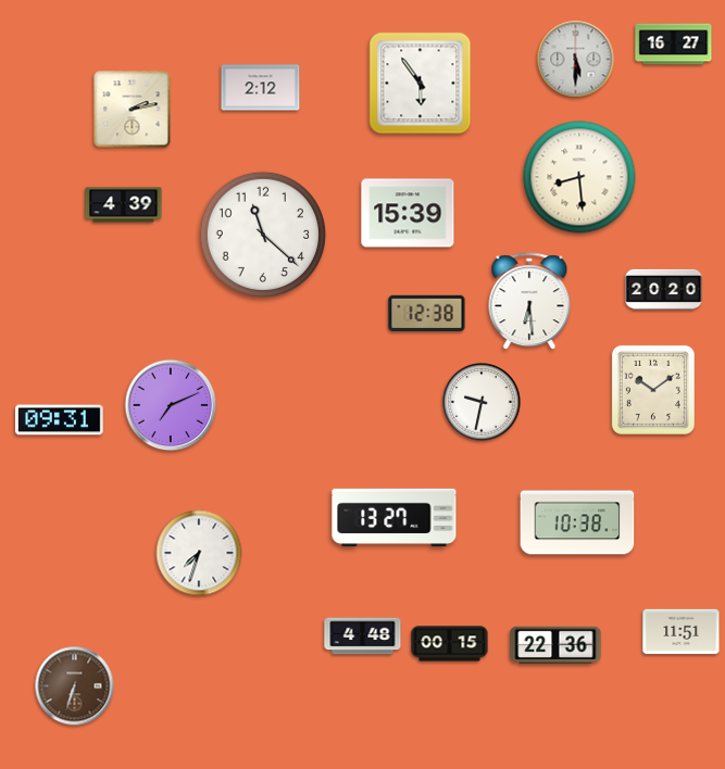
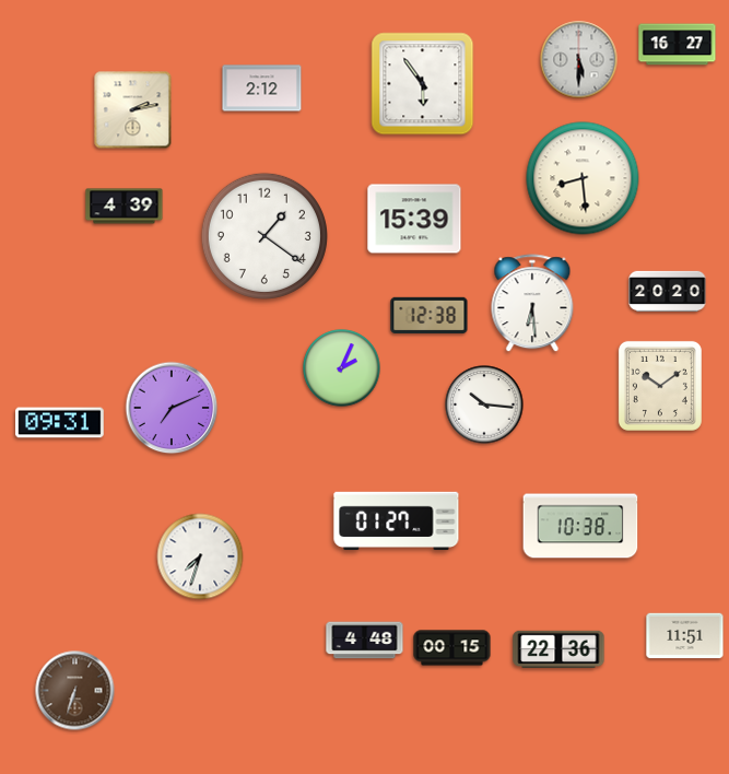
clock at (408, 213) position: (408, 213) -> (414, 219)
clock at (263, 235): 11:22 -> 1:21
clock at (342, 368): none -> 2:04
clock at (653, 390) position: (653, 390) -> (660, 386)
clock at (482, 402): 9:32 -> 10:16
clock at (395, 518): 13:27 -> 01:27
